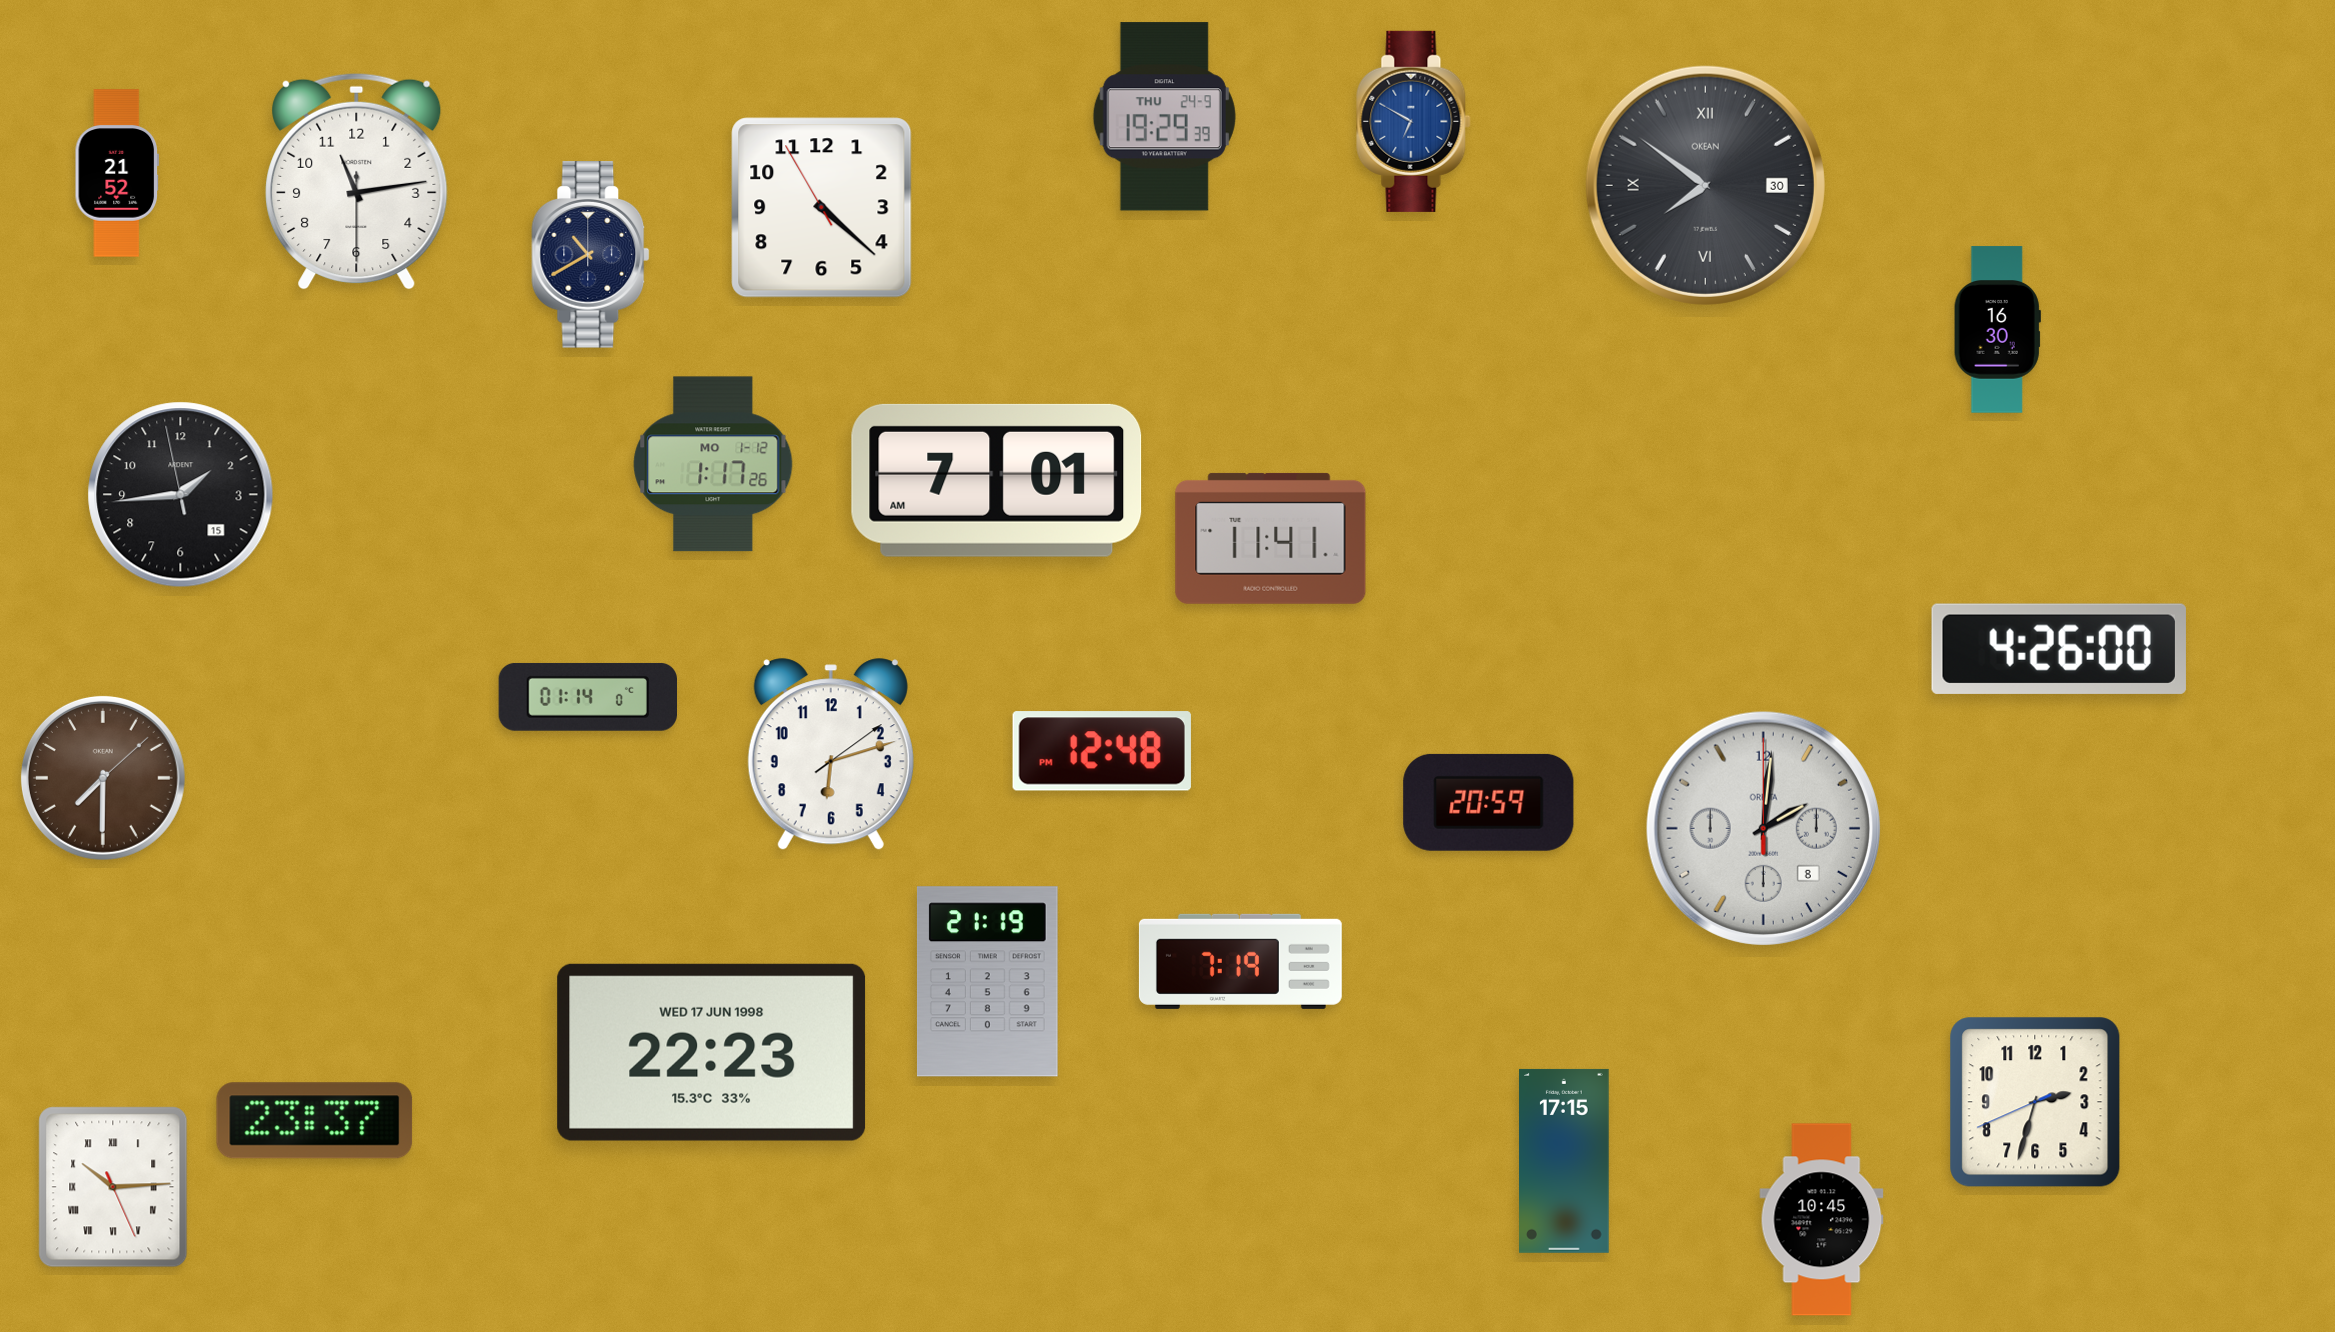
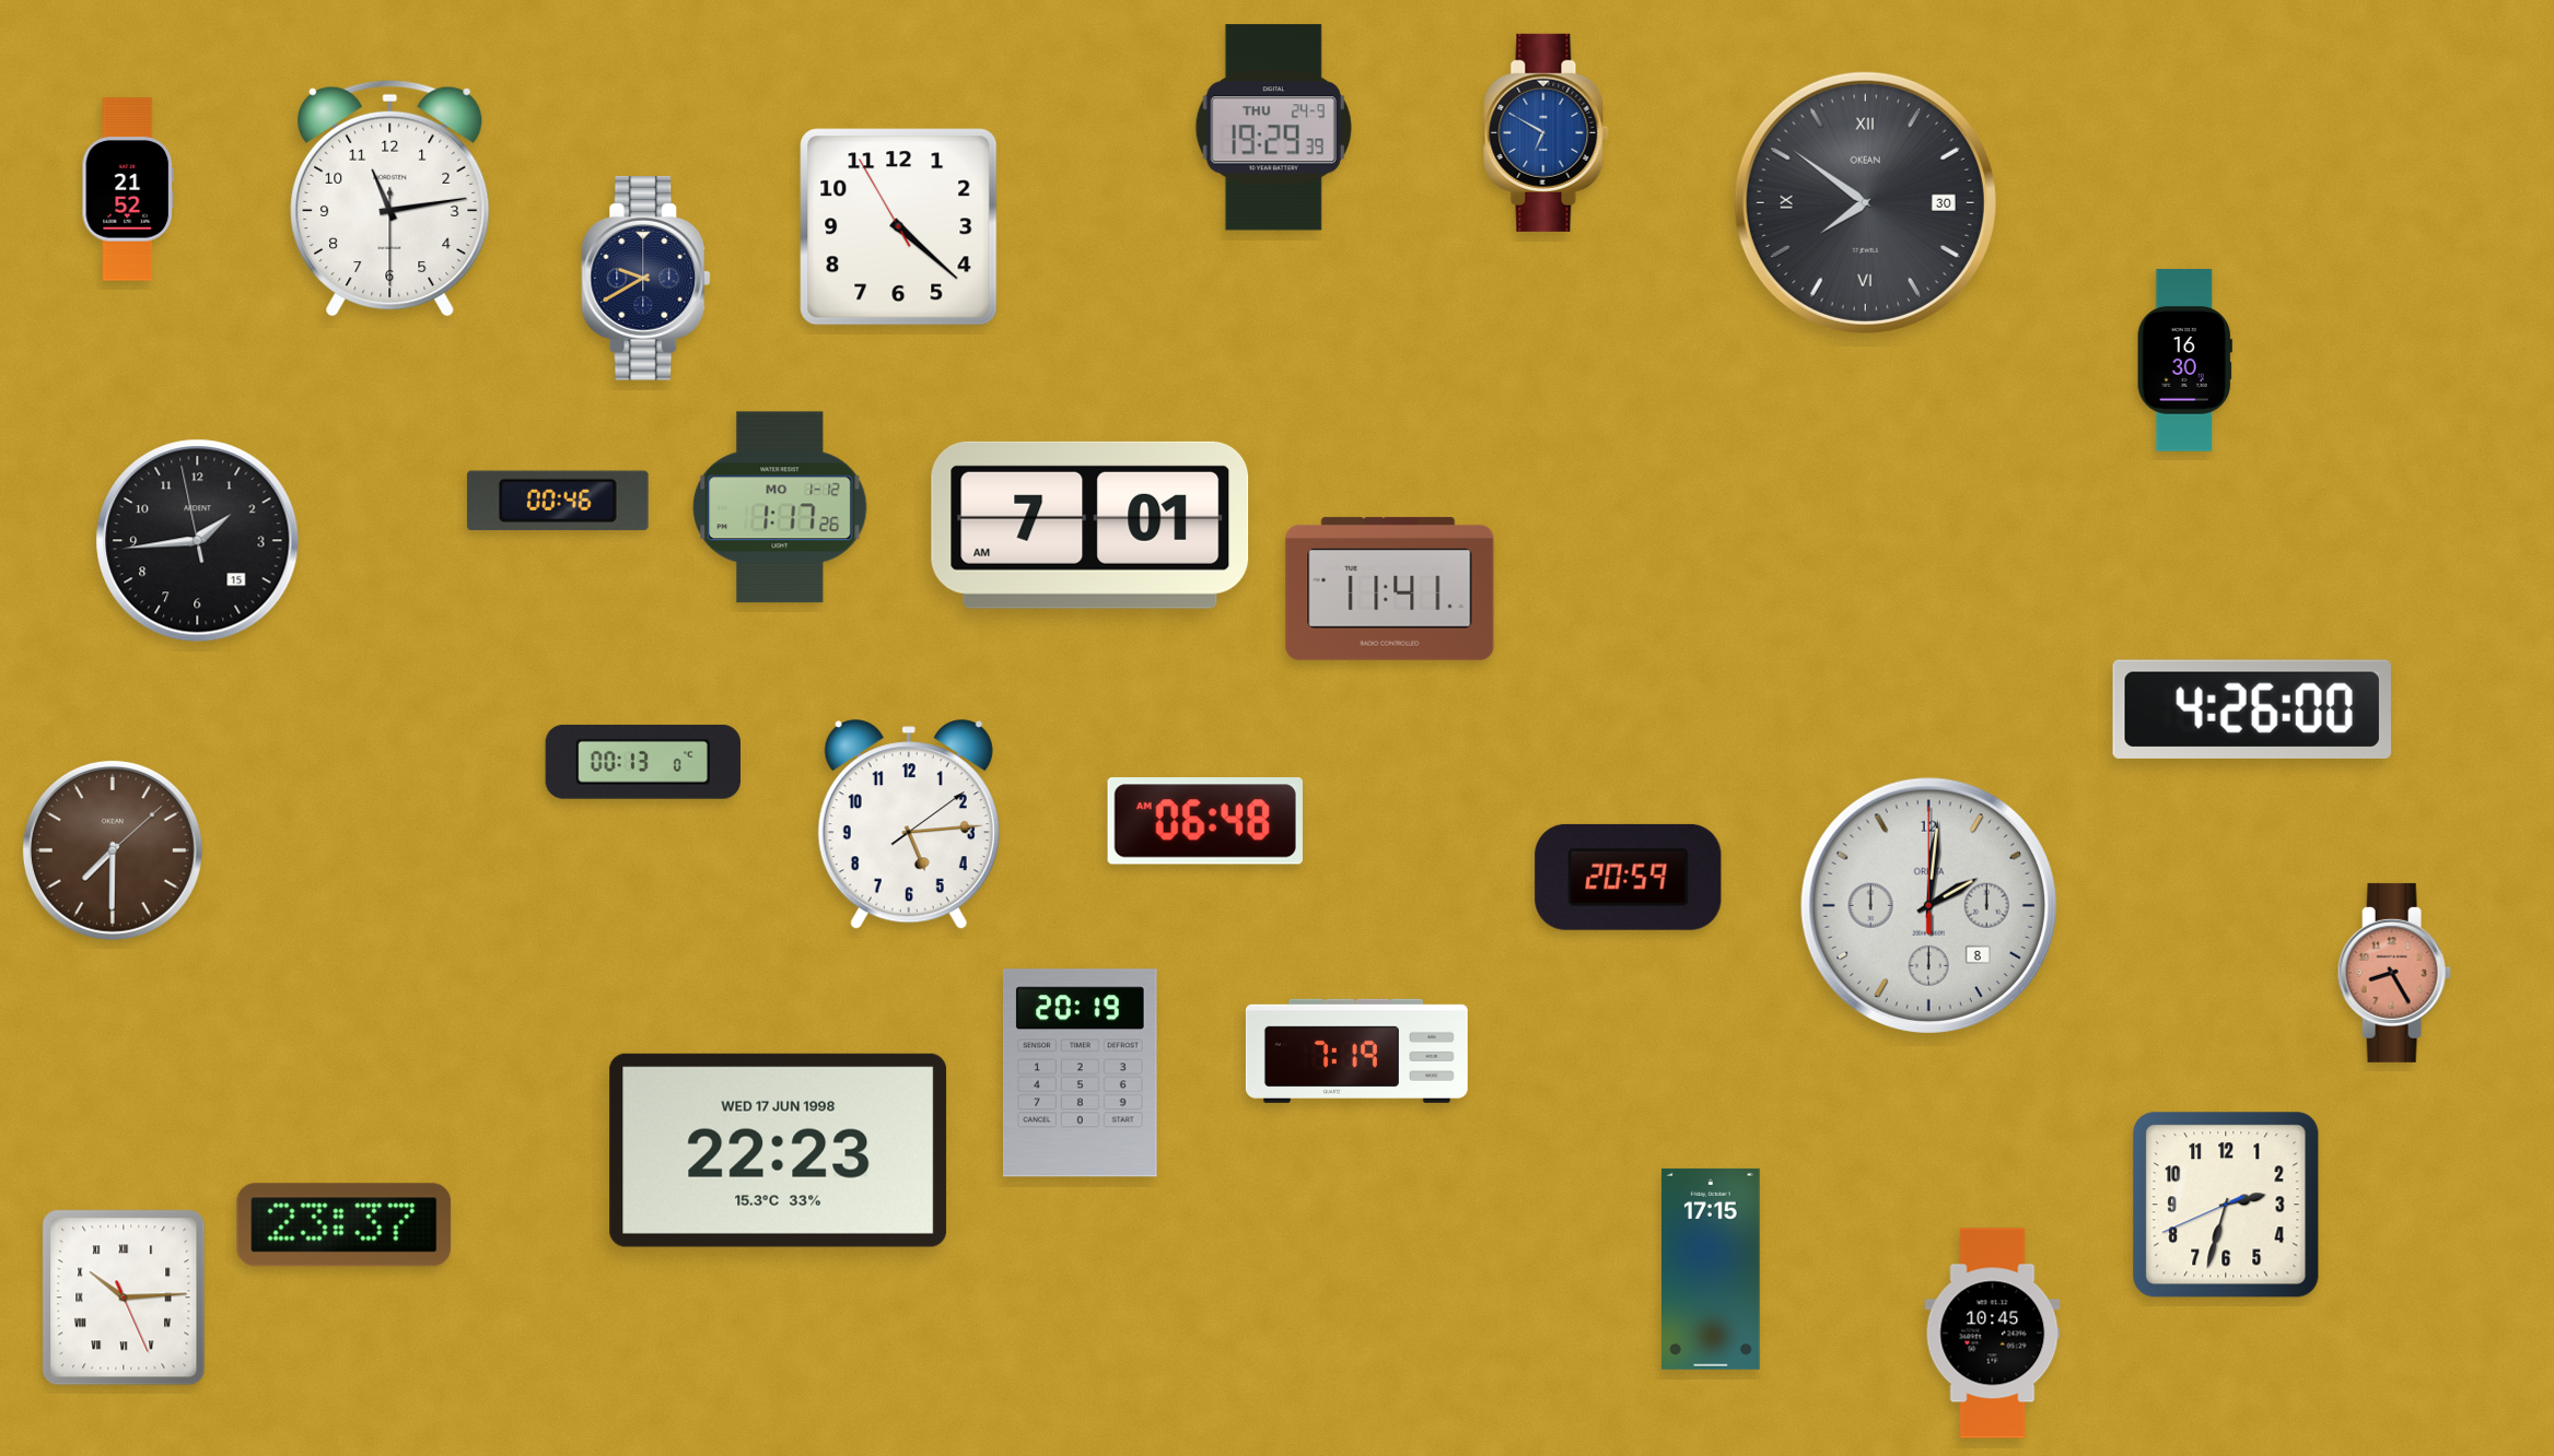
clock at (591, 255): 10:40 -> 9:40
clock at (558, 501): none -> 00:46
clock at (588, 697): 01:14 -> 00:13
clock at (1102, 751): 12:48 -> 06:48
clock at (831, 755): 6:12 -> 5:14
clock at (2394, 973): none -> 8:25
clock at (987, 982): 21:19 -> 20:19
